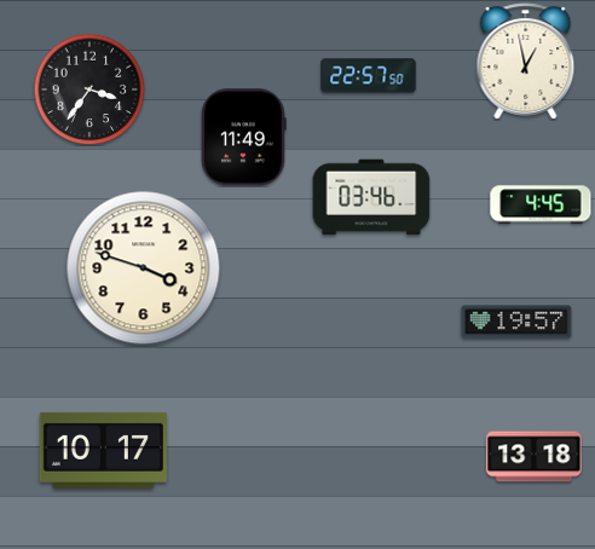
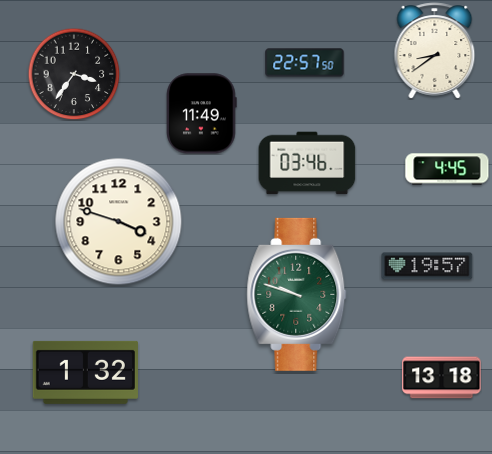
clock at (526, 62): 12:58 -> 8:39
clock at (297, 294): none -> 9:48
clock at (103, 450): 10:17 -> 1:32
